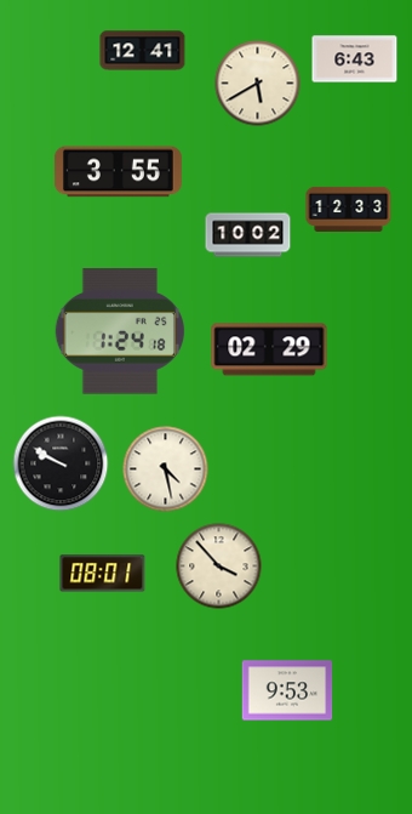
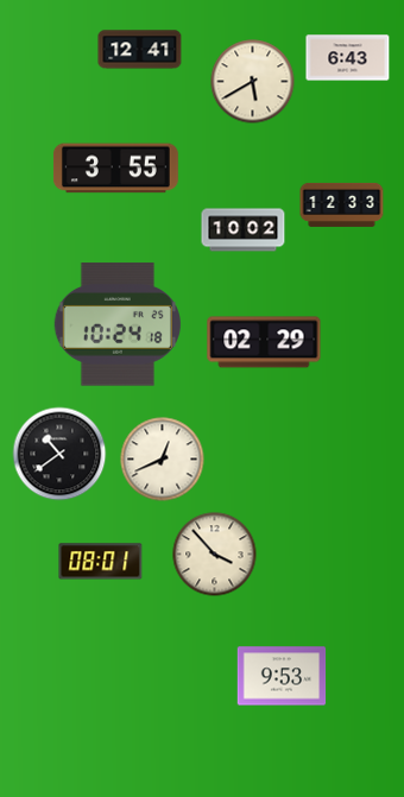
clock at (120, 331): 1:24 -> 10:24
clock at (61, 463): 9:50 -> 10:39
clock at (166, 469): 4:28 -> 12:41
